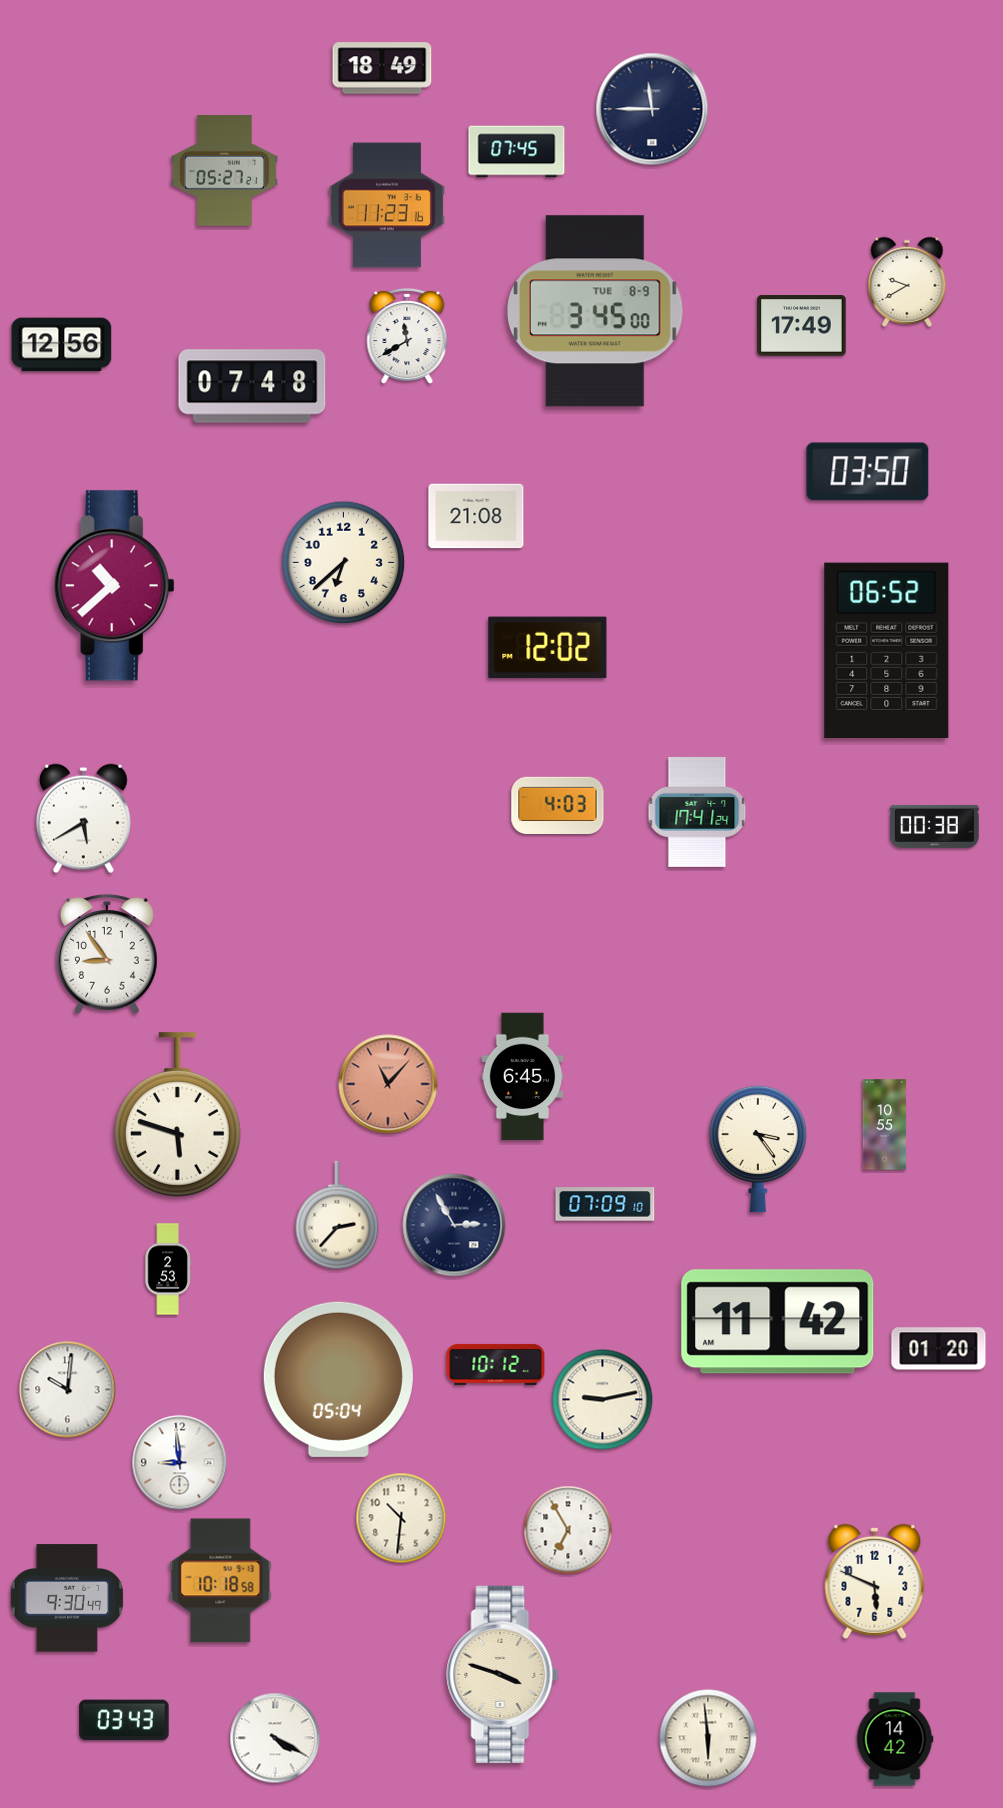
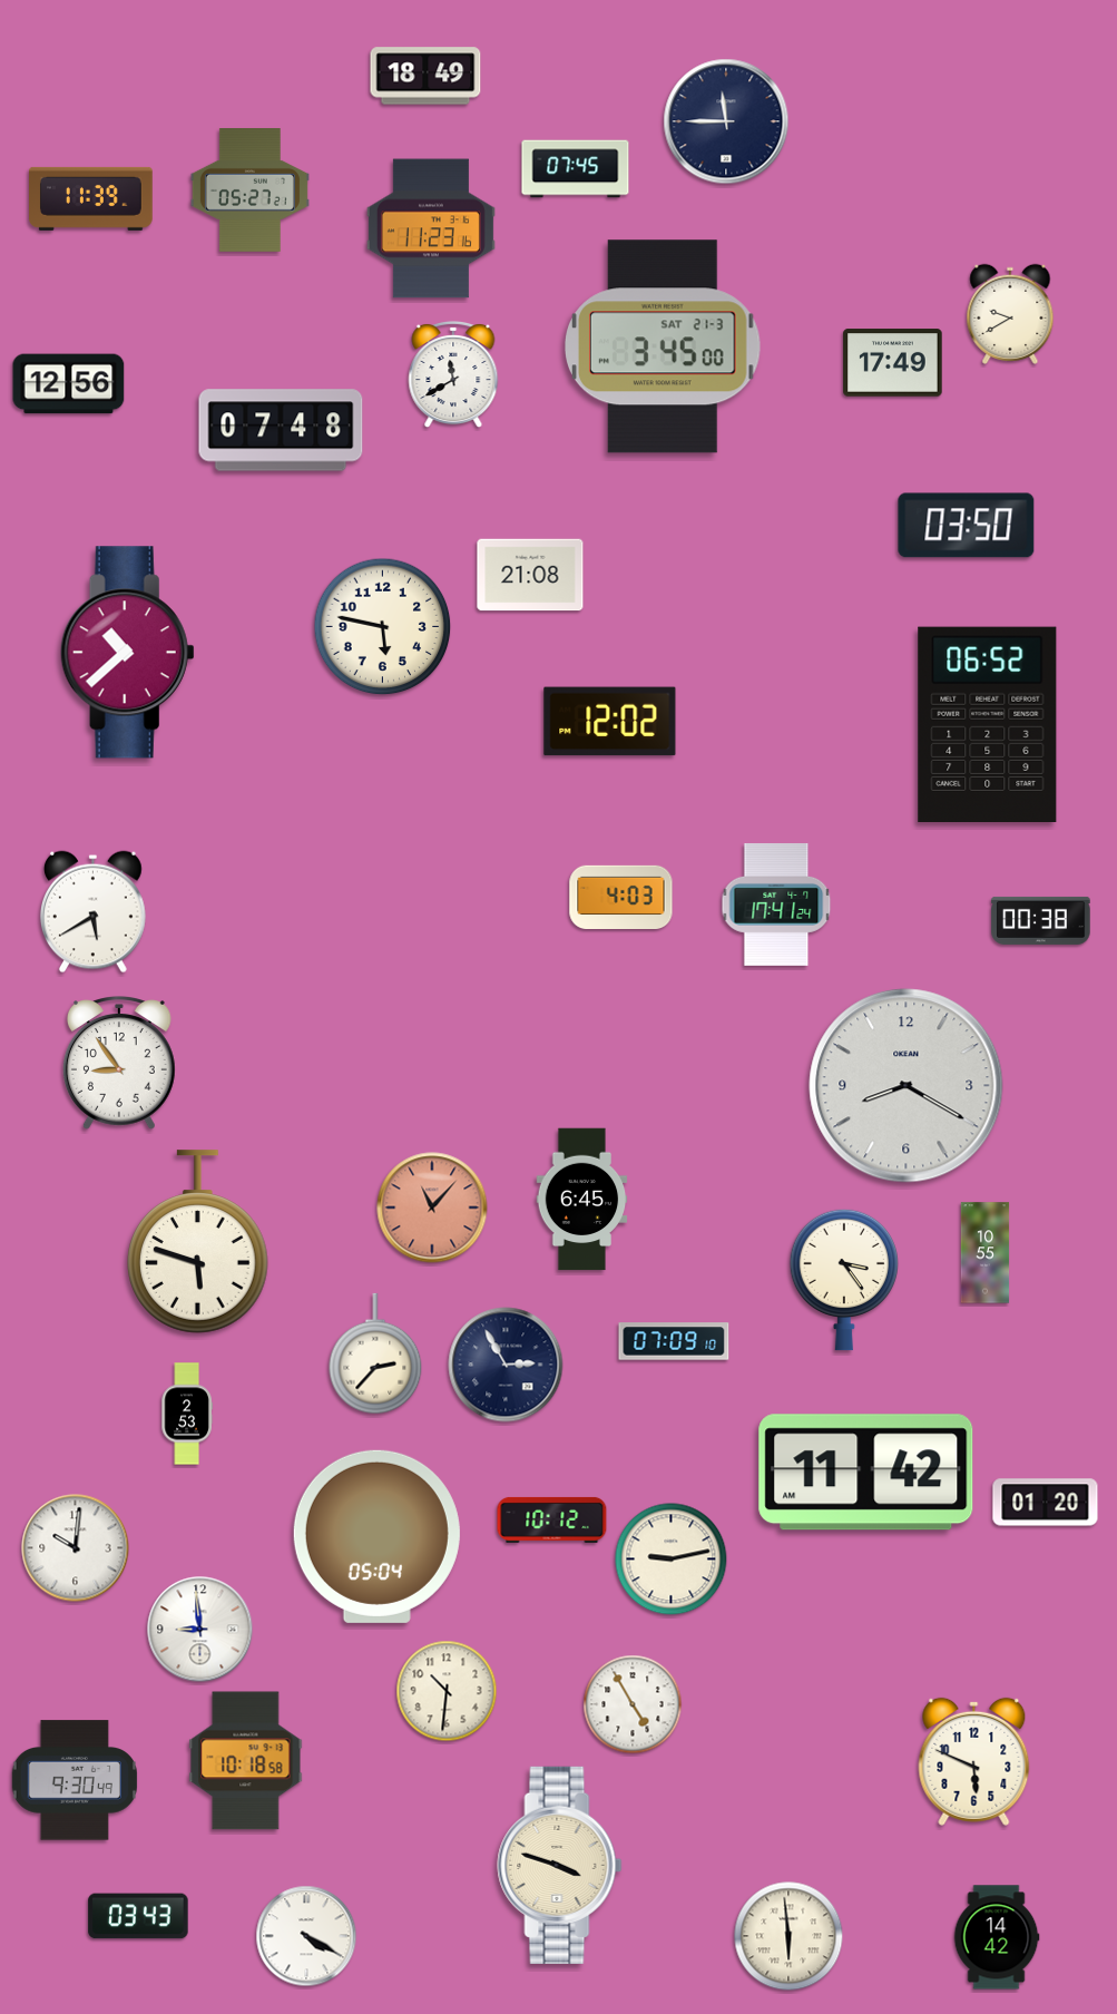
clock at (91, 198): none -> 11:39
clock at (596, 311) date: TUE 8-9 -> SAT 21-3
clock at (344, 563): 6:38 -> 5:47
clock at (907, 1086): none -> 8:20
clock at (568, 1530): 6:55 -> 4:55
